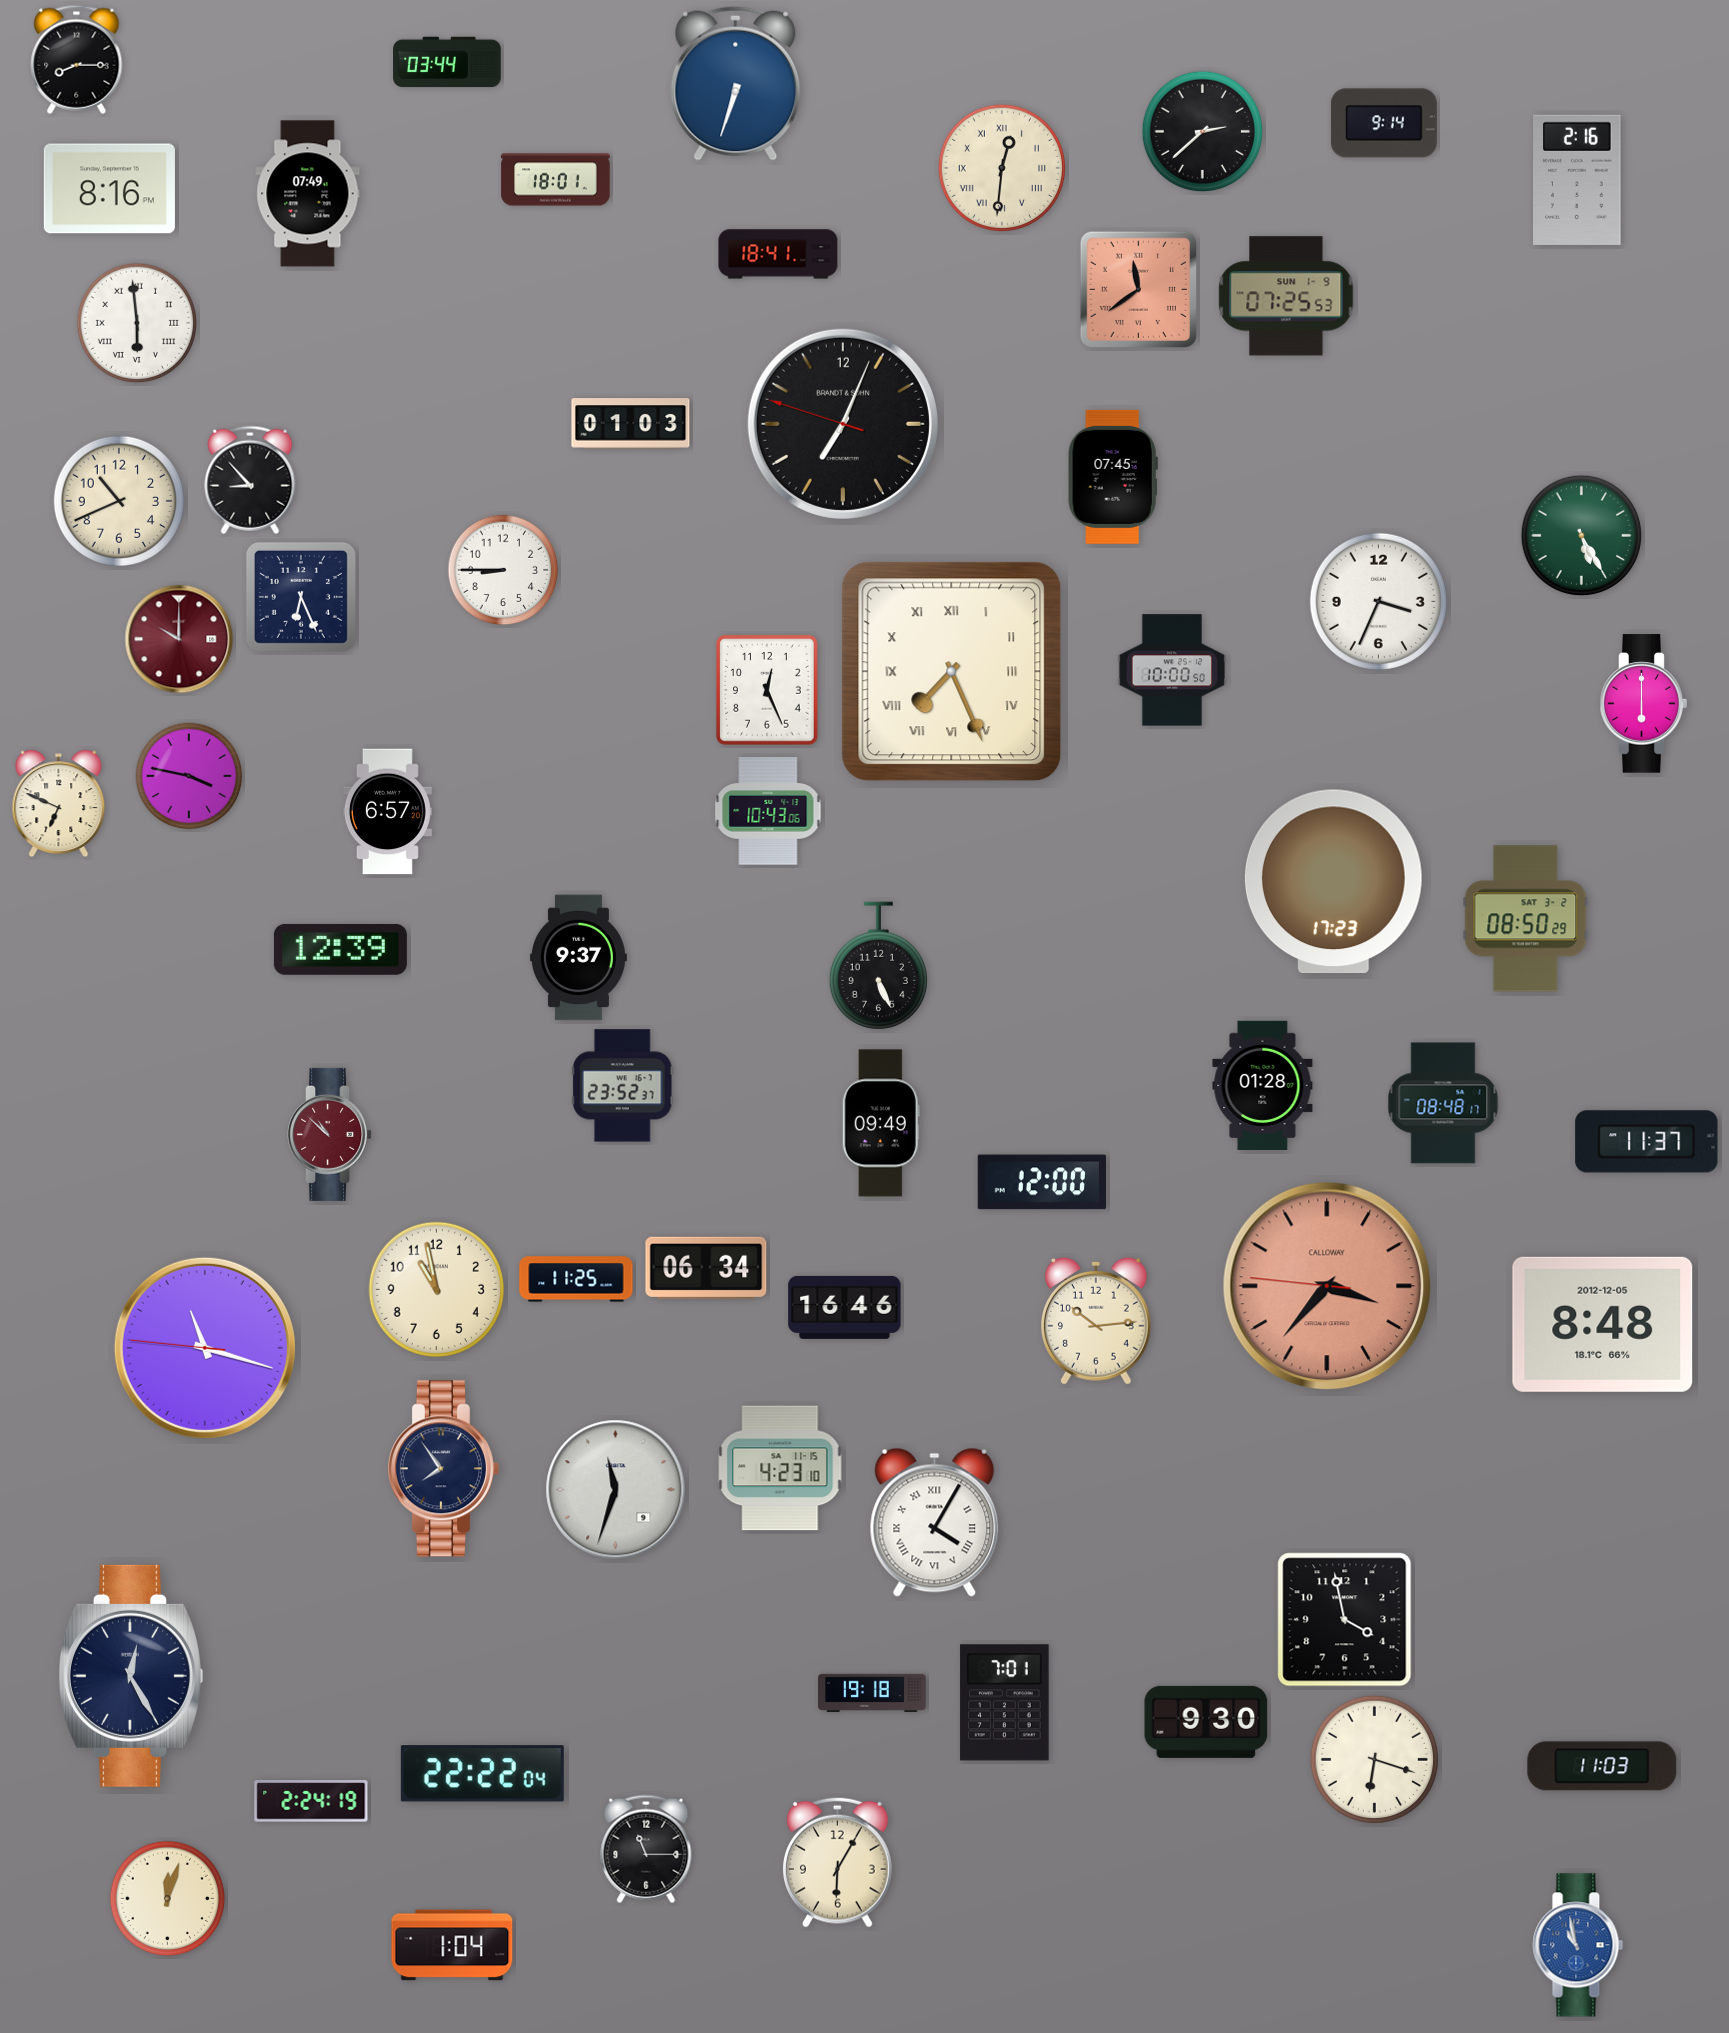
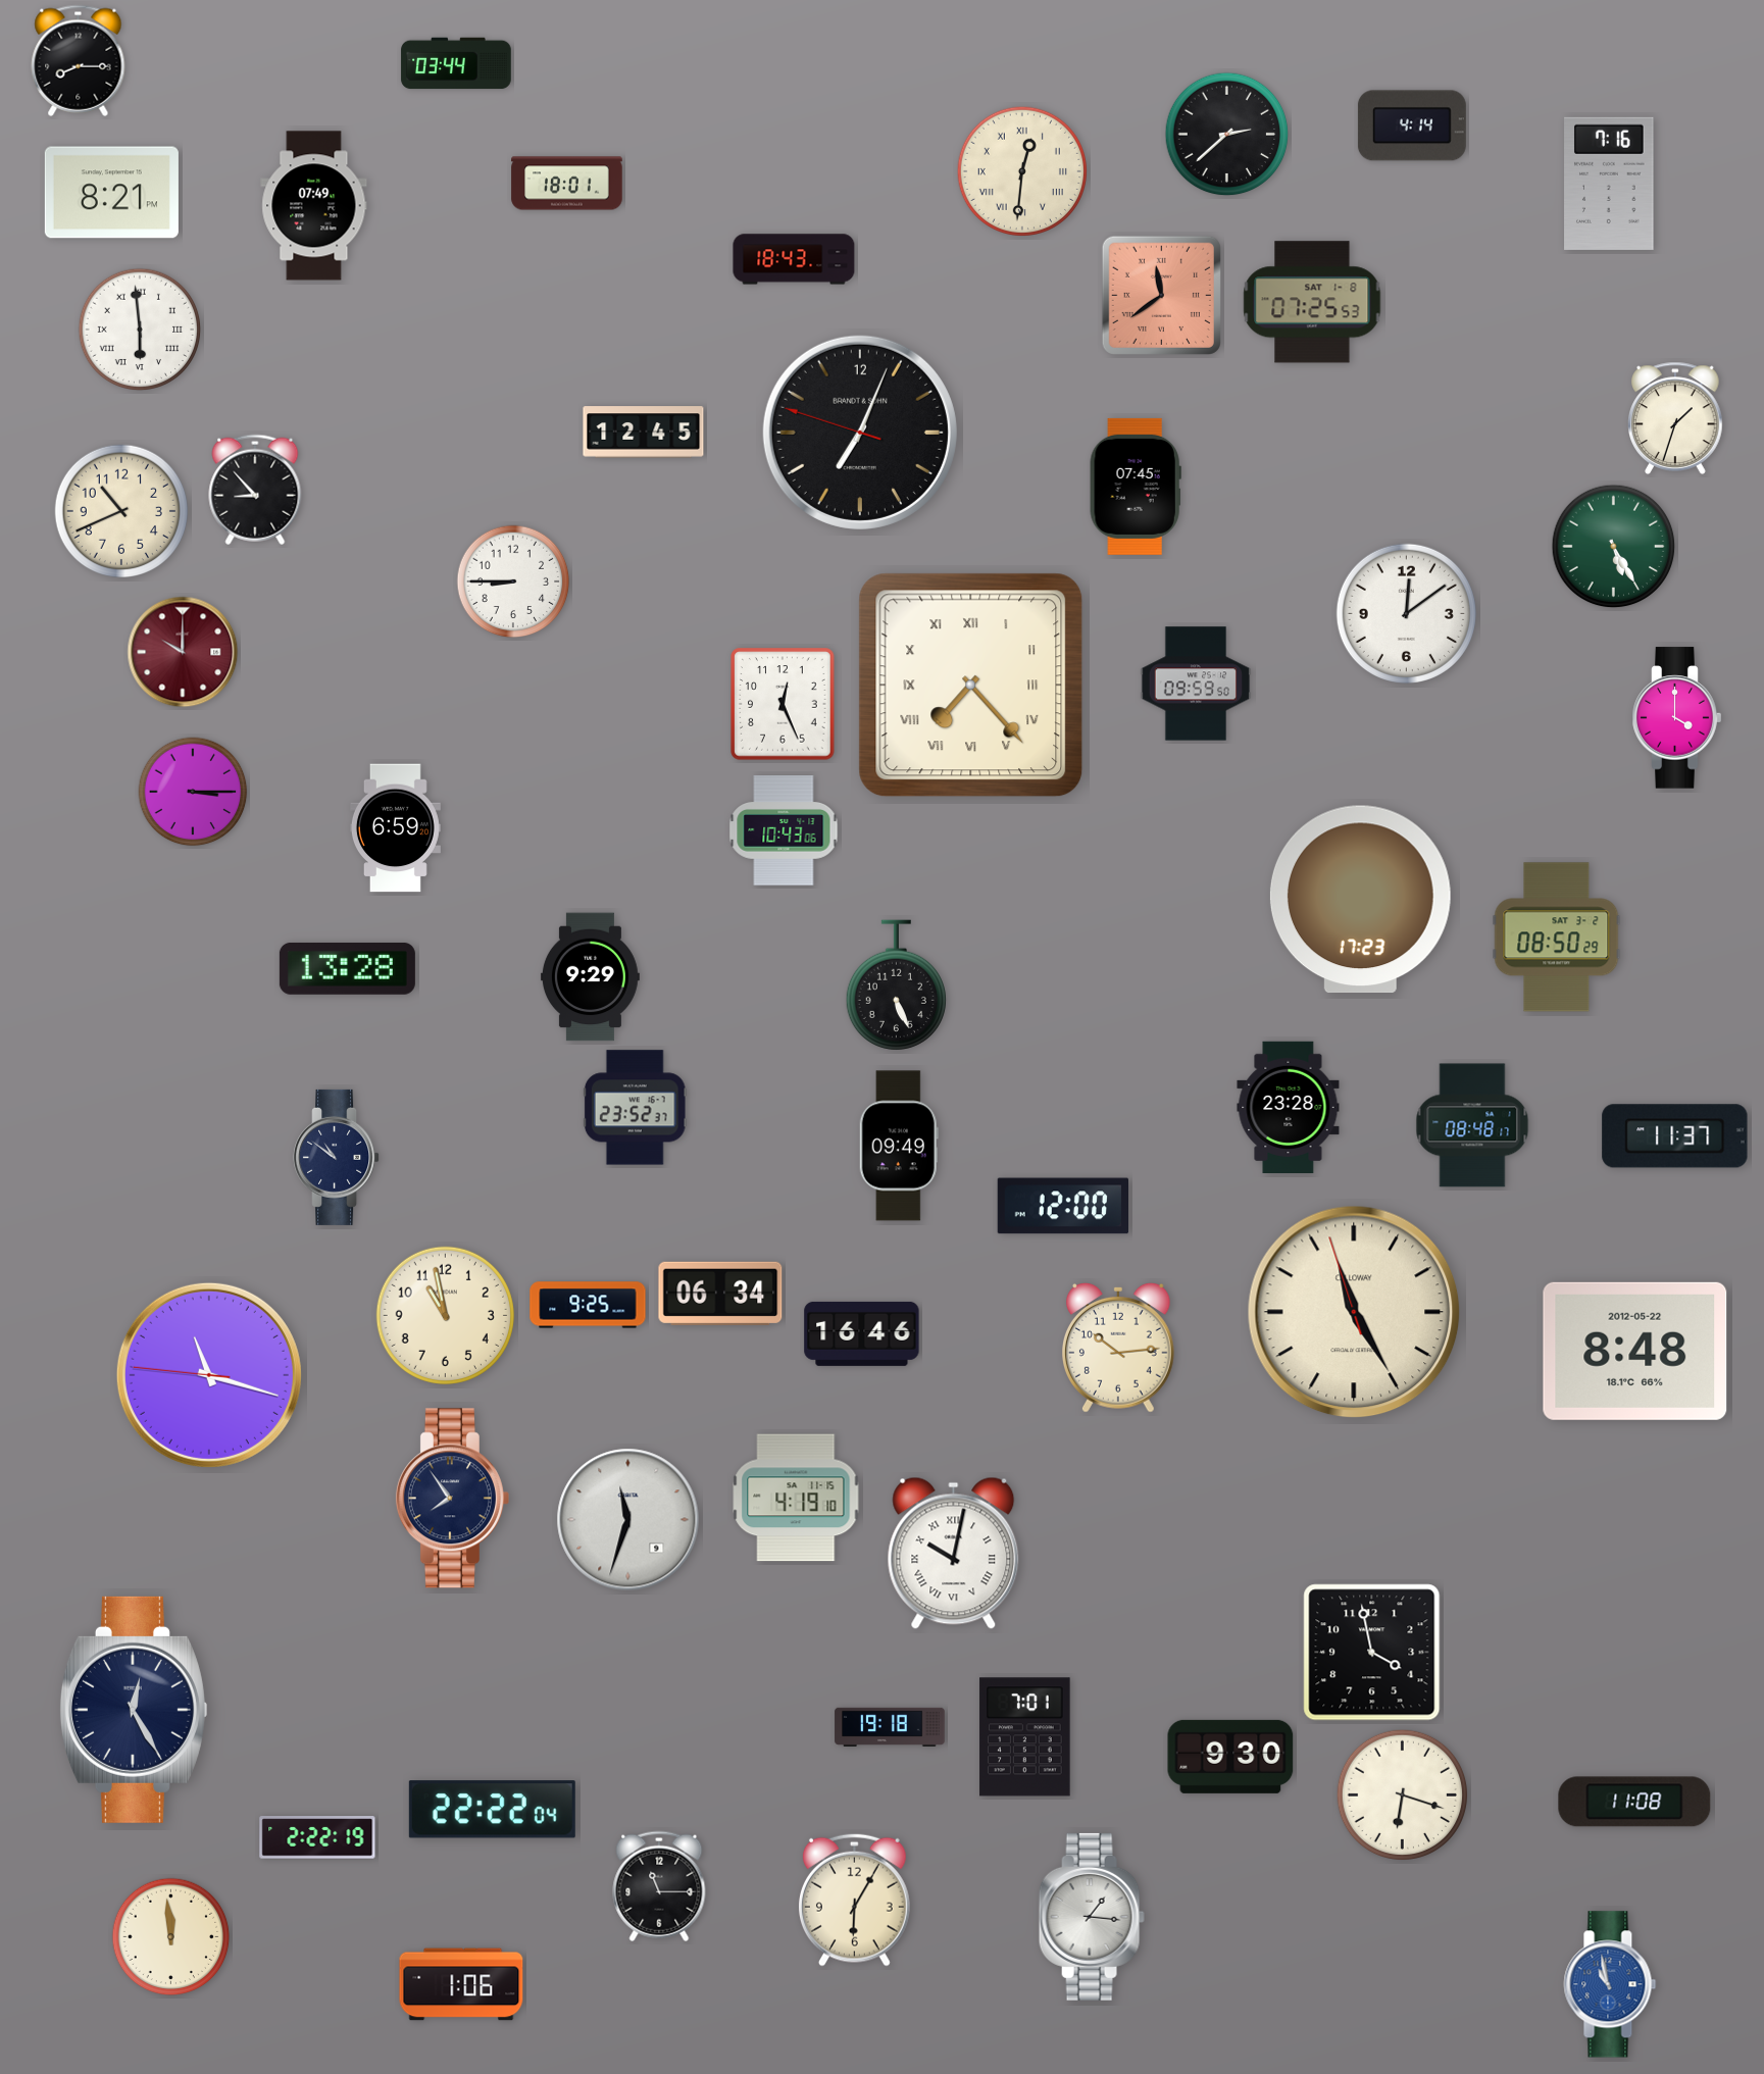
clock at (736, 83): 6:33 -> none
clock at (1384, 123): 9:14 -> 4:14
clock at (1577, 180): 2:16 -> 7:16
clock at (109, 189): 8:16 -> 8:21
clock at (308, 194) position: (308, 194) -> (314, 206)
clock at (778, 254): 18:41 -> 18:43
clock at (1286, 296) date: SUN 1-9 -> SAT 1-8
clock at (1675, 418): none -> 1:33
clock at (631, 424): 01:03 -> 12:45
clock at (301, 597): 6:26 -> none
clock at (1378, 601): 3:34 -> 12:09
clock at (1172, 670): 10:00 -> 09:59
clock at (952, 672): 7:26 -> 7:23
clock at (1644, 704): 6:00 -> 4:00
clock at (189, 776): 3:47 -> 3:15
clock at (59, 804): 6:49 -> none
clock at (768, 811) position: (768, 811) -> (784, 830)
clock at (387, 812): 6:57 -> 6:59
clock at (340, 949): 12:39 -> 13:28
clock at (578, 958): 9:37 -> 9:29
clock at (1263, 1085): 01:28 -> 23:28
clock at (330, 1134): 10:52 -> 10:51
clock at (330, 1134) dial: burgundy -> navy
clock at (1647, 1142) position: (1647, 1142) -> (1675, 1136)
clock at (576, 1279): 11:25 -> 9:25
clock at (1327, 1286): 3:36 -> 11:24
clock at (1327, 1286) dial: salmon -> cream
clock at (1603, 1324) date: 2012-12-05 -> 2012-05-22
clock at (780, 1468): 4:23 -> 4:19
clock at (935, 1522): 4:05 -> 10:02
clock at (1602, 1766): 11:03 -> 11:08
clock at (311, 1801): 2:24 -> 2:22
clock at (1092, 1917): none -> 1:16
clock at (168, 1899): 12:03 -> 11:59
clock at (452, 1945): 1:04 -> 1:06
